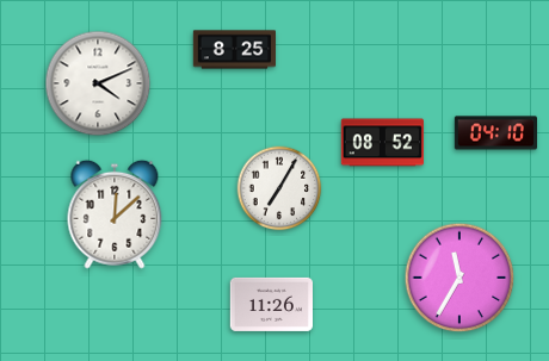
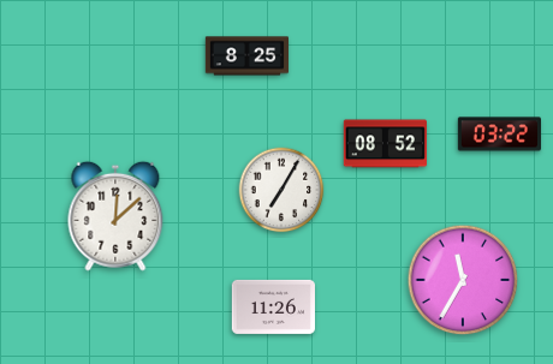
clock at (234, 50) position: (234, 50) -> (246, 56)
clock at (98, 83): 4:11 -> none
clock at (495, 133): 04:10 -> 03:22
